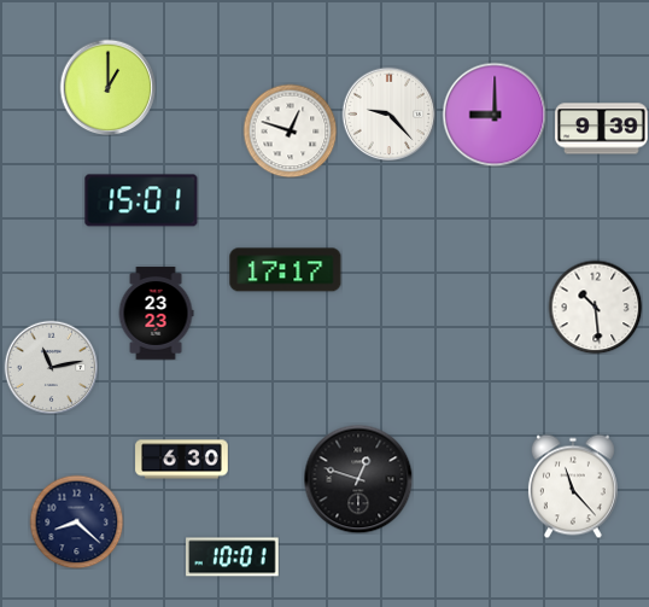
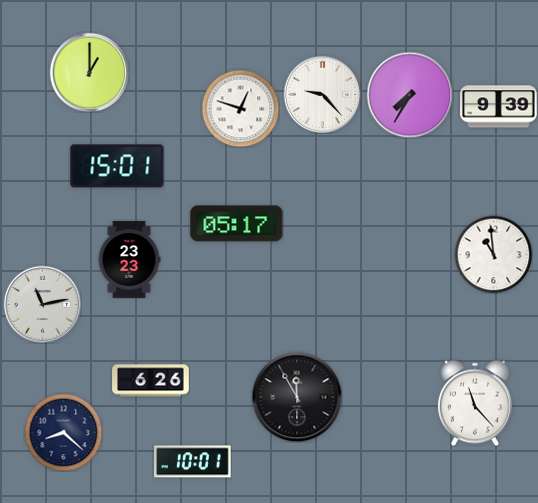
clock at (495, 115): 9:00 -> 7:35
clock at (286, 270): 17:17 -> 05:17
clock at (595, 307): 10:29 -> 10:59
clock at (182, 460): 6:30 -> 6:26
clock at (358, 479): 12:48 -> 11:55
